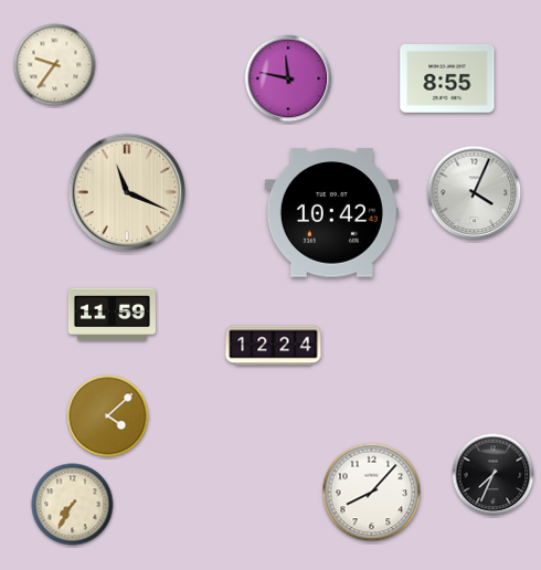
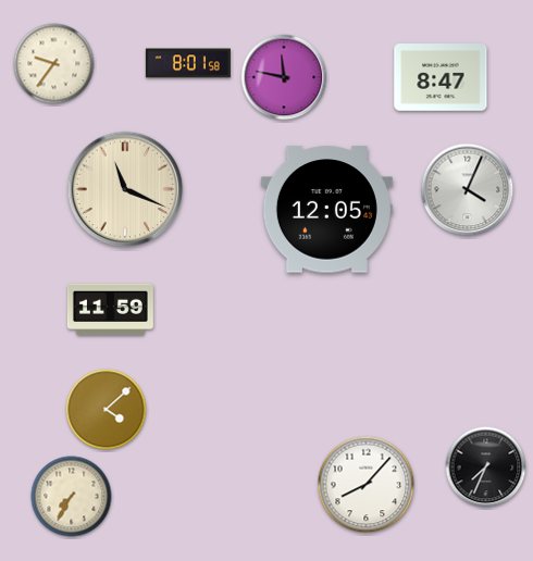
clock at (188, 63): none -> 8:01
clock at (447, 80): 8:55 -> 8:47
clock at (331, 213): 10:42 -> 12:05
clock at (274, 346): 12:24 -> none
